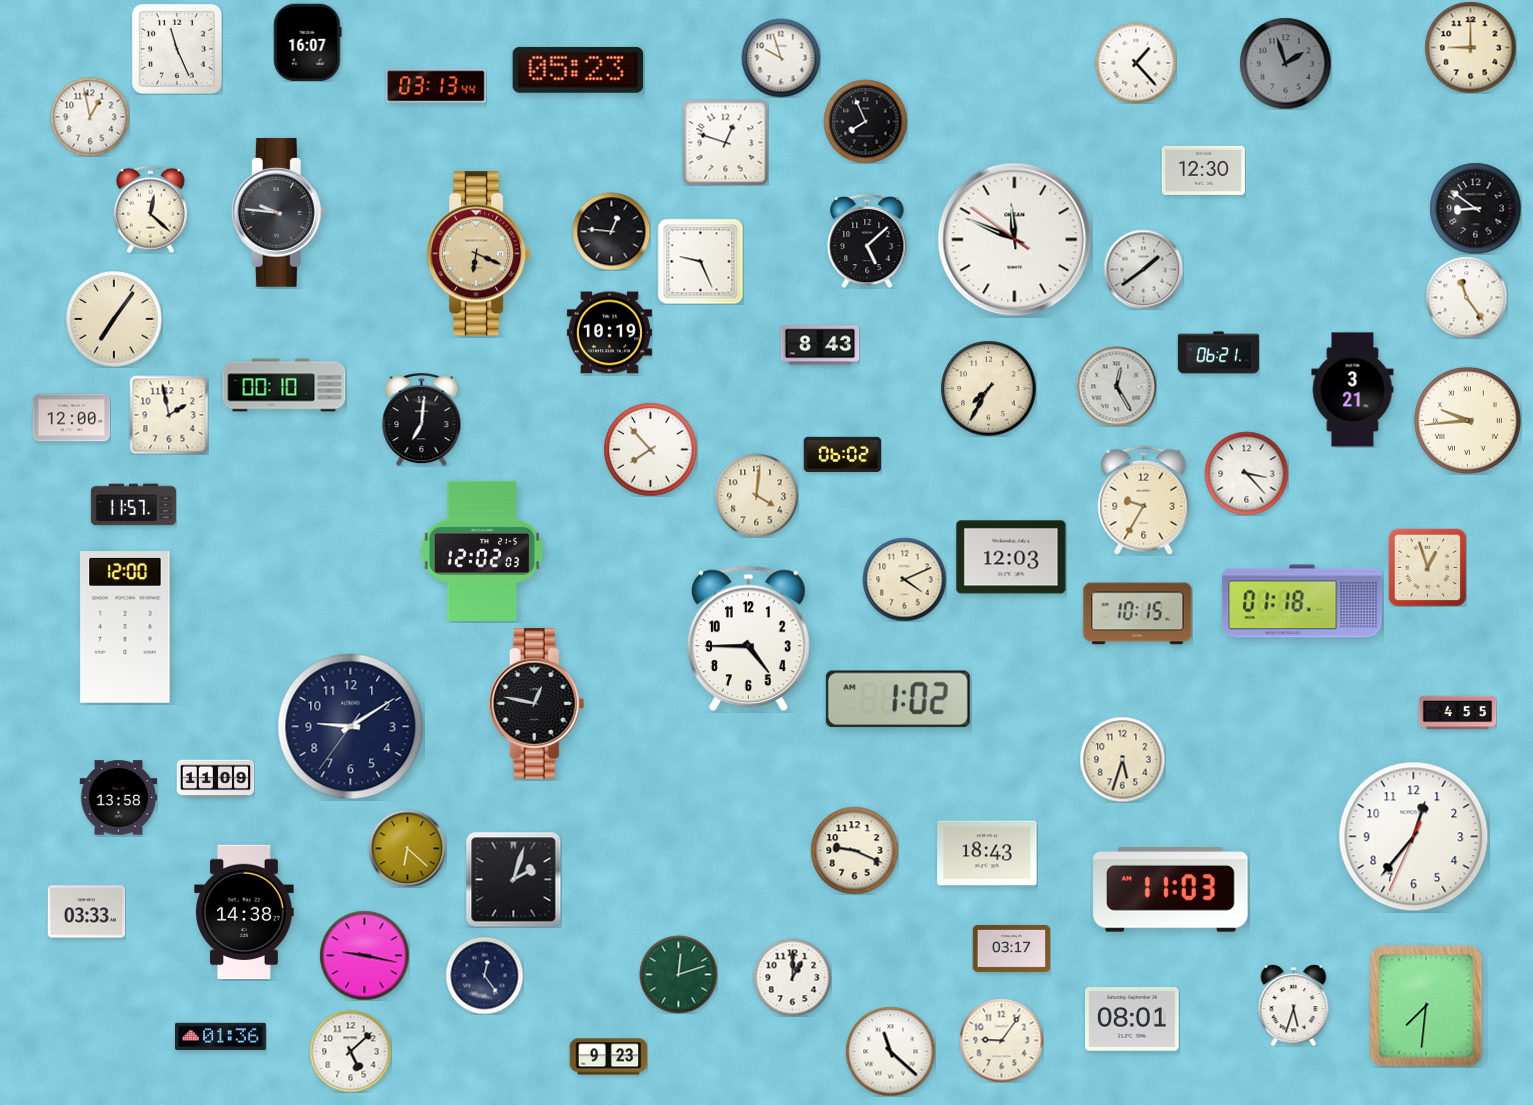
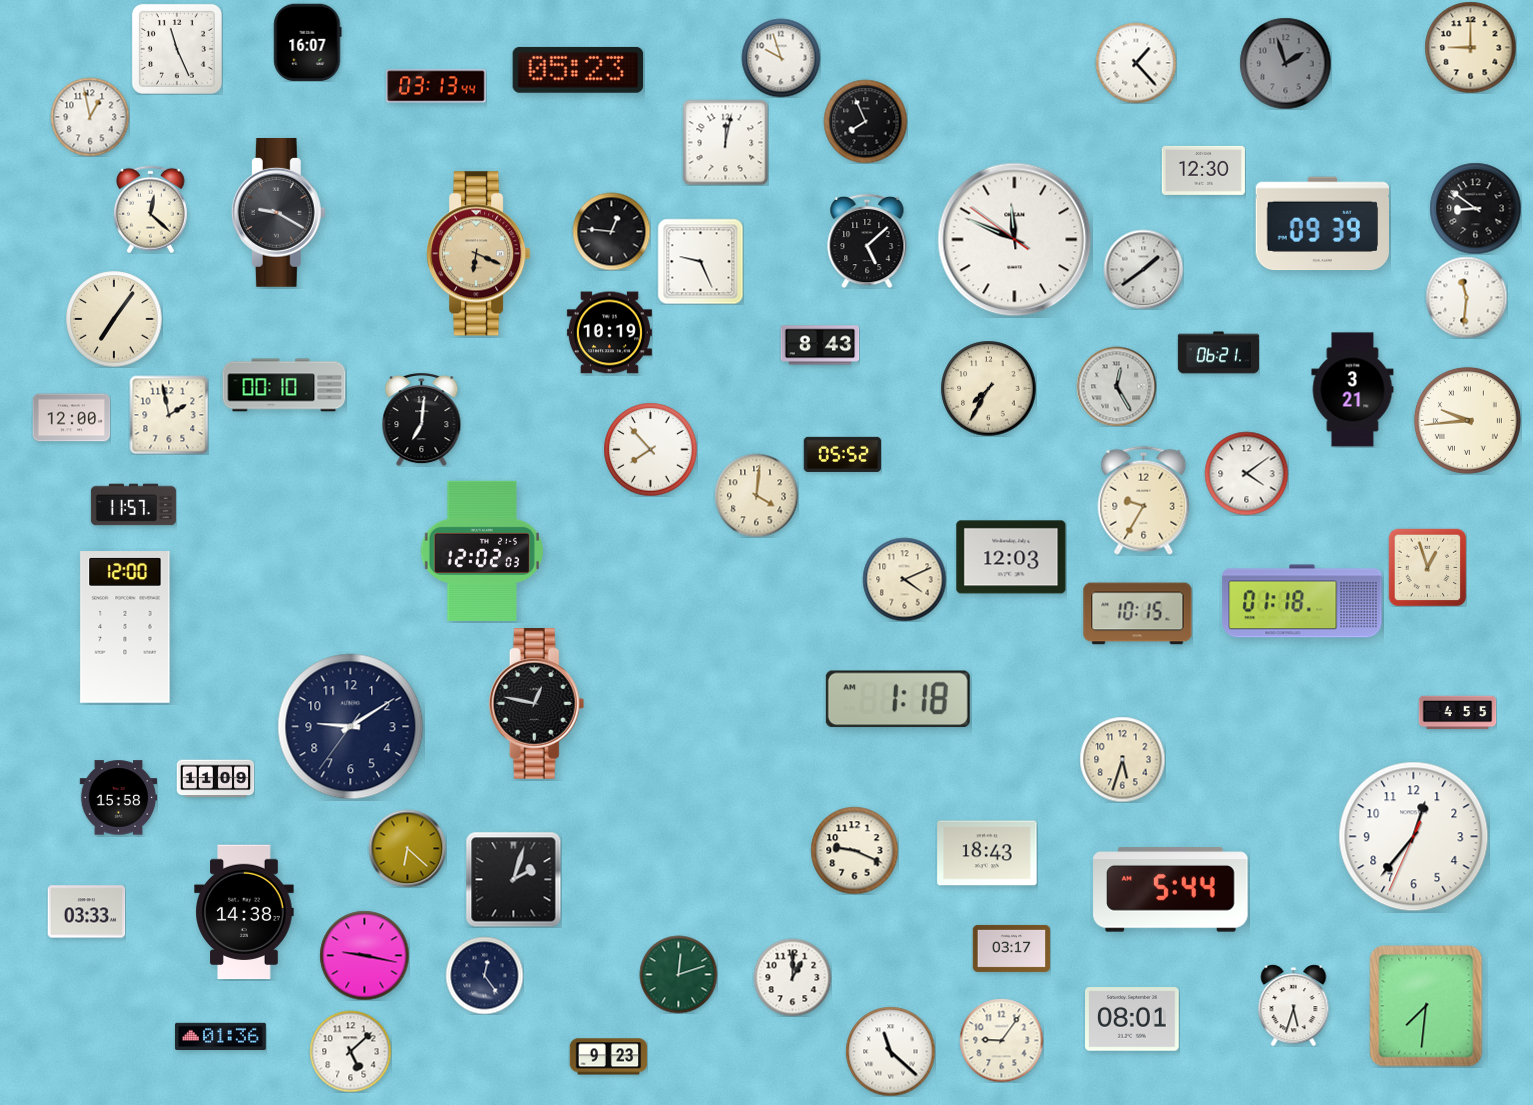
clock at (725, 142): 12:48 -> 12:02
clock at (278, 212): 9:46 -> 9:20
clock at (1322, 224): none -> 09:39
clock at (1466, 297): 11:24 -> 11:31
clock at (842, 454): 06:02 -> 05:52
clock at (1246, 473): 3:23 -> 4:09
clock at (748, 639): 4:45 -> none
clock at (898, 699): 1:02 -> 1:18
clock at (118, 798): 13:58 -> 15:58
clock at (1171, 890): 11:03 -> 5:44
